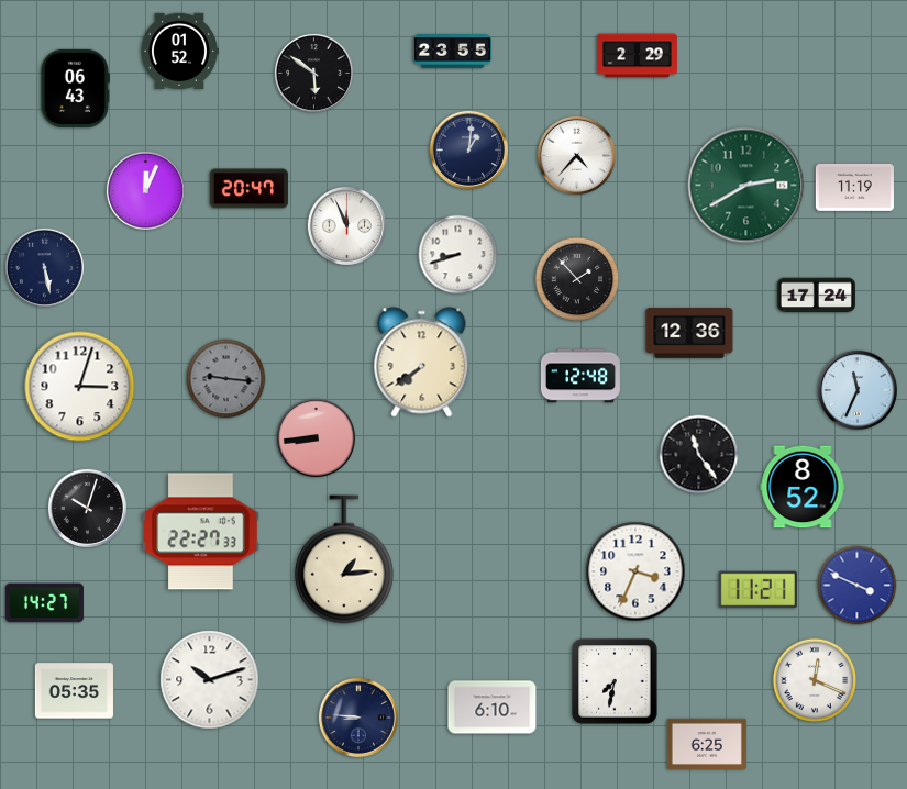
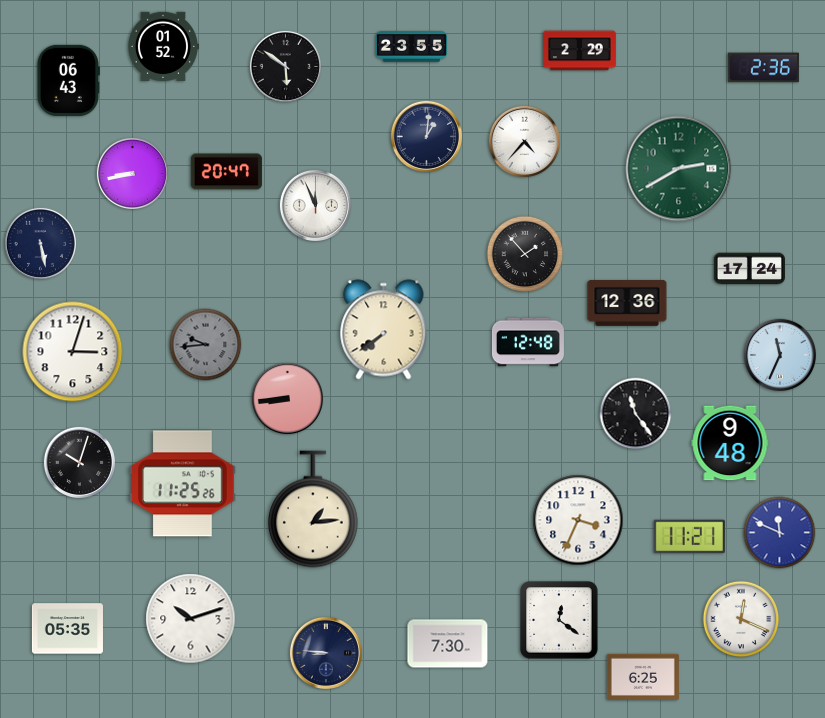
clock at (763, 68): none -> 2:36
clock at (854, 187): 11:19 -> none
clock at (145, 190): 12:04 -> 8:43
clock at (458, 255): 8:42 -> none
clock at (816, 296) position: (816, 296) -> (749, 269)
clock at (226, 379): 9:16 -> 9:44
clock at (803, 487): 8:52 -> 9:48
clock at (201, 532): 22:27 -> 11:25
clock at (858, 586): 3:49 -> 11:49
clock at (44, 603): 14:27 -> none
clock at (615, 681): 7:32 -> 12:21
clock at (493, 708): 6:10 -> 7:30
